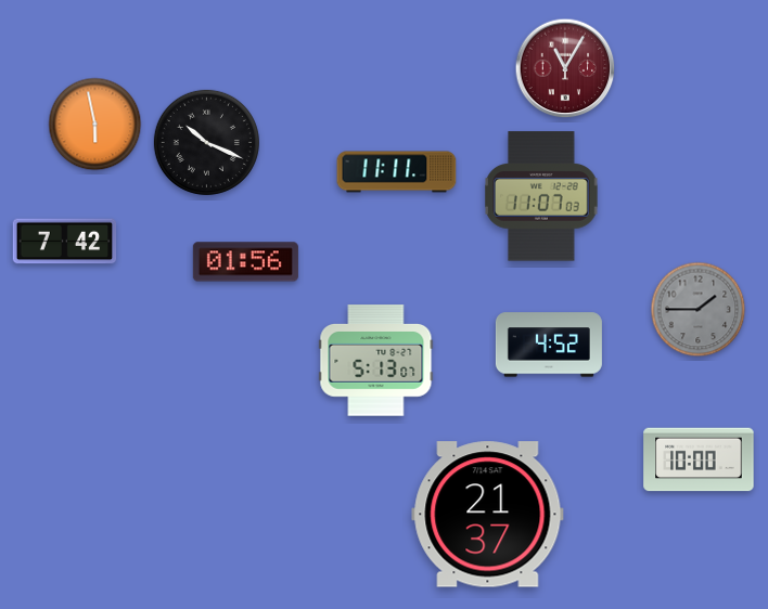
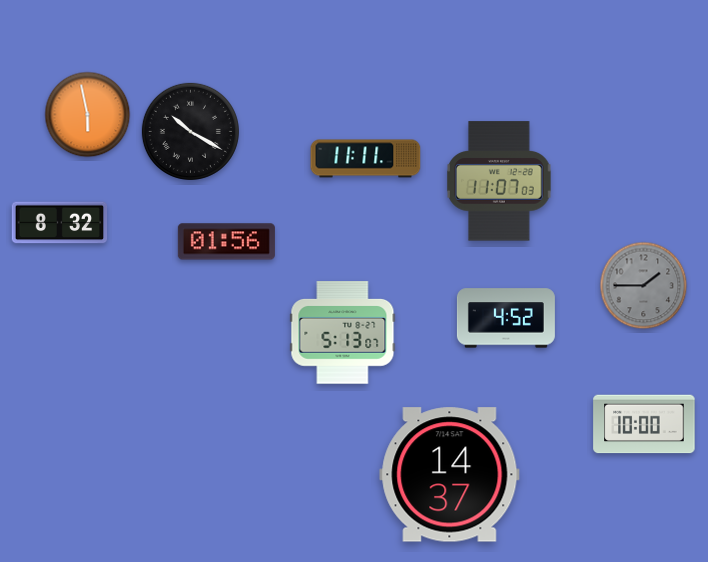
clock at (565, 68): 11:05 -> none
clock at (206, 142): 10:19 -> 10:20
clock at (65, 242): 7:42 -> 8:32
clock at (376, 361) position: (376, 361) -> (343, 333)
clock at (488, 515): 21:37 -> 14:37
